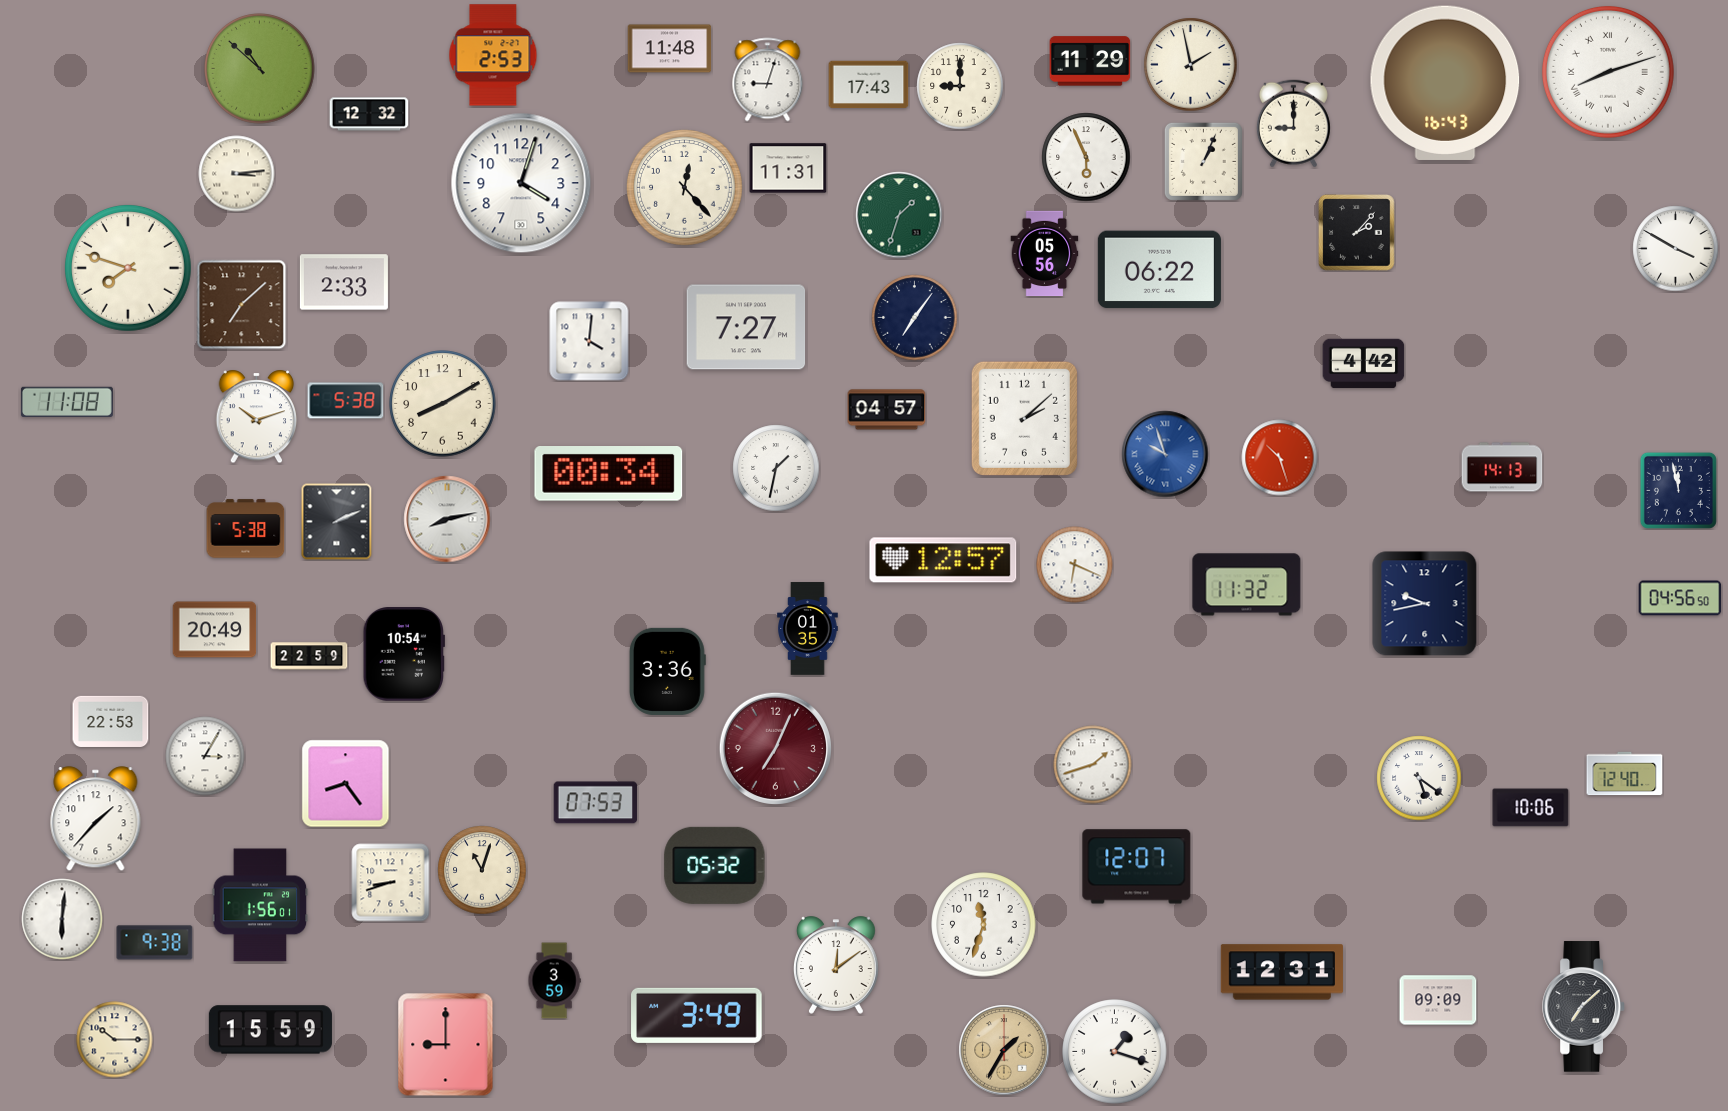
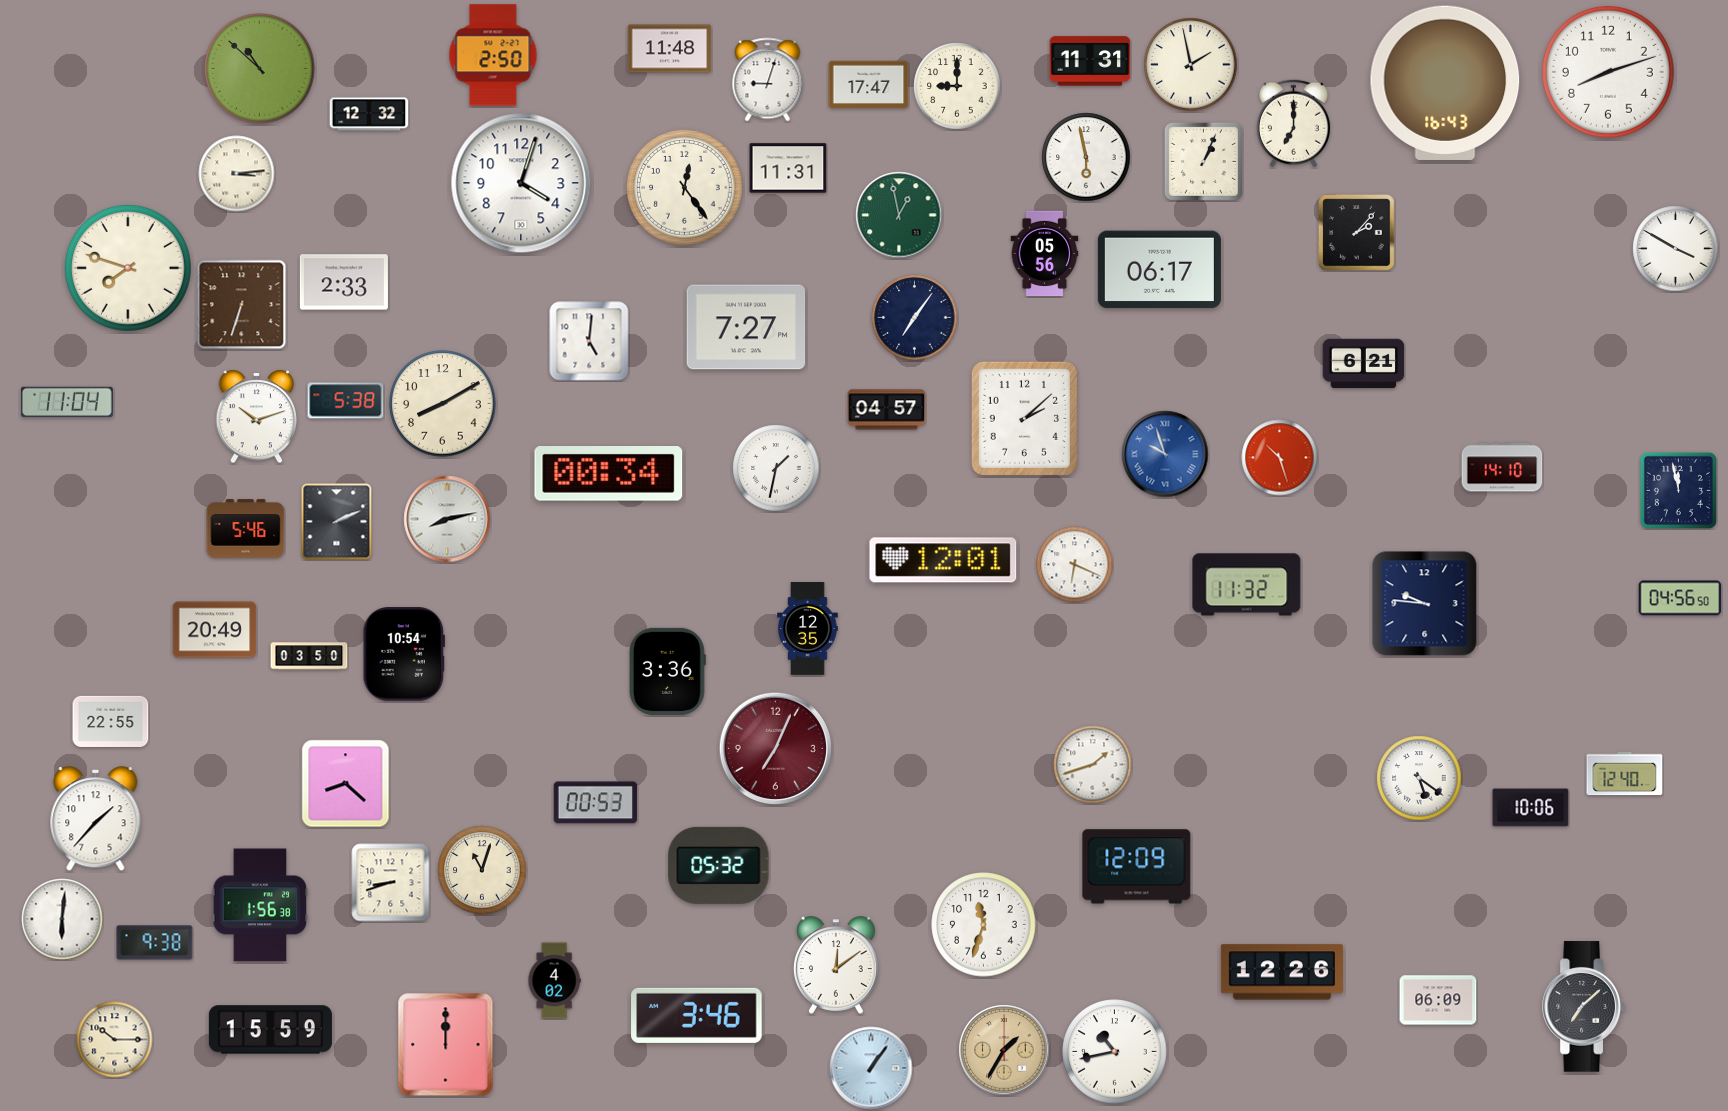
clock at (493, 55): 2:53 -> 2:50
clock at (1090, 61): 11:29 -> 11:31
clock at (1608, 72) numerals: Roman -> Arabic
clock at (869, 85): 17:43 -> 17:47
clock at (960, 86) position: (960, 86) -> (957, 86)
clock at (1293, 124): 9:00 -> 7:00
clock at (1086, 157): 5:56 -> 5:58
clock at (685, 188): 12:23 -> 12:24
clock at (899, 215): 1:33 -> 12:58
clock at (1159, 270): 06:22 -> 06:17
clock at (242, 305): 7:08 -> 6:33
clock at (589, 341): 4:01 -> 5:01
clock at (1364, 364): 4:42 -> 6:21
clock at (67, 401): 11:08 -> 11:04
clock at (1502, 467): 14:13 -> 14:10
clock at (246, 529): 5:38 -> 5:46
clock at (943, 560): 12:57 -> 12:01
clock at (1425, 604): 9:43 -> 9:46
clock at (808, 629): 01:35 -> 12:35
clock at (309, 656): 22:59 -> 03:50
clock at (111, 721): 22:53 -> 22:55
clock at (205, 756): 3:05 -> none
clock at (346, 784): 8:24 -> 8:22
clock at (596, 803): 07:53 -> 00:53
clock at (715, 865) position: (715, 865) -> (719, 865)
clock at (1137, 867): 12:07 -> 12:09
clock at (260, 905): 1:56:01 -> 1:56:38
clock at (1282, 972): 12:31 -> 12:26
clock at (554, 981): 3:59 -> 4:02
clock at (1438, 1000): 09:09 -> 06:09
clock at (697, 1015): 3:49 -> 3:46
clock at (446, 1045): 9:00 -> 12:00
clock at (1115, 1052): 1:18 -> 10:43
clock at (871, 1068): none -> 1:06
